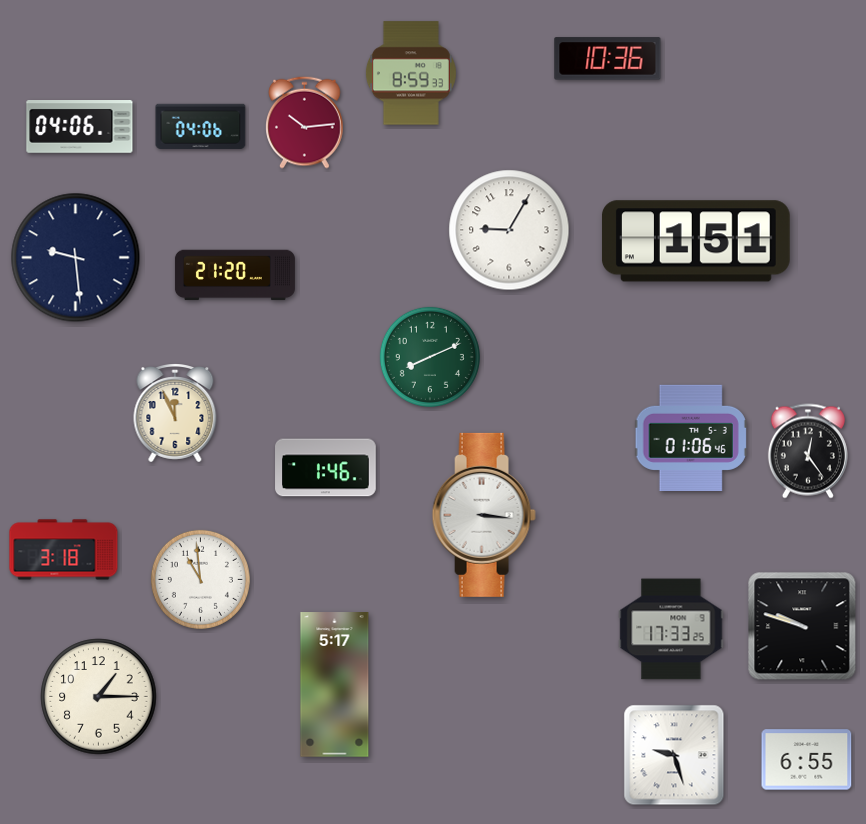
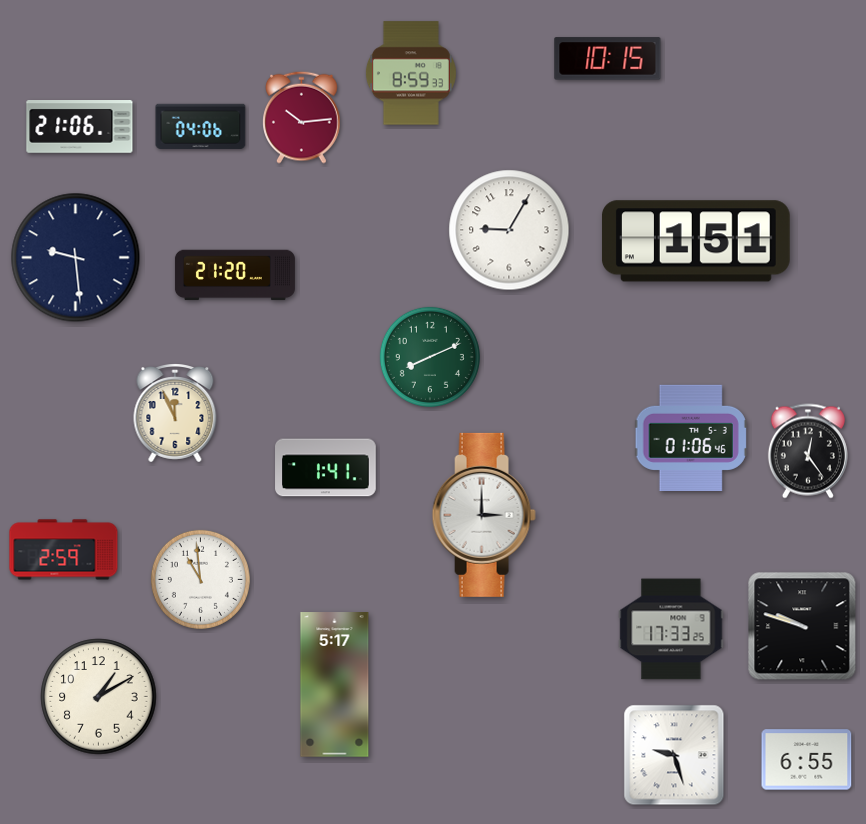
clock at (608, 59): 10:36 -> 10:15
clock at (305, 122) position: (305, 122) -> (302, 117)
clock at (80, 127): 04:06 -> 21:06
clock at (326, 468): 1:46 -> 1:41
clock at (484, 515): 3:16 -> 3:00
clock at (64, 550): 3:18 -> 2:59
clock at (99, 697): 1:15 -> 1:10
